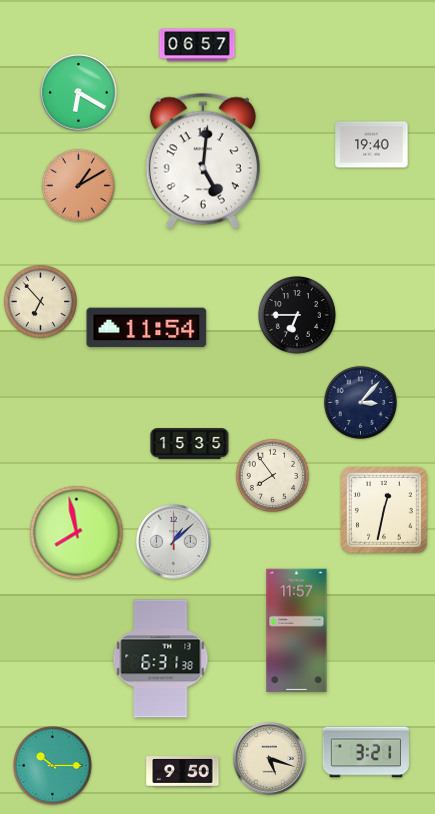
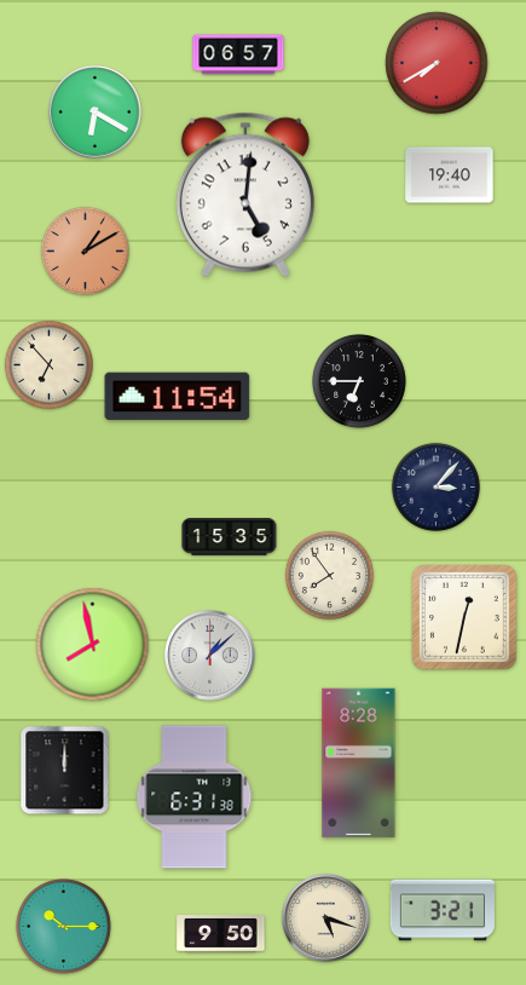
clock at (437, 63): none -> 7:40
clock at (78, 185) position: (78, 185) -> (85, 250)
clock at (297, 631): 11:57 -> 8:28
clock at (65, 771): none -> 12:00
